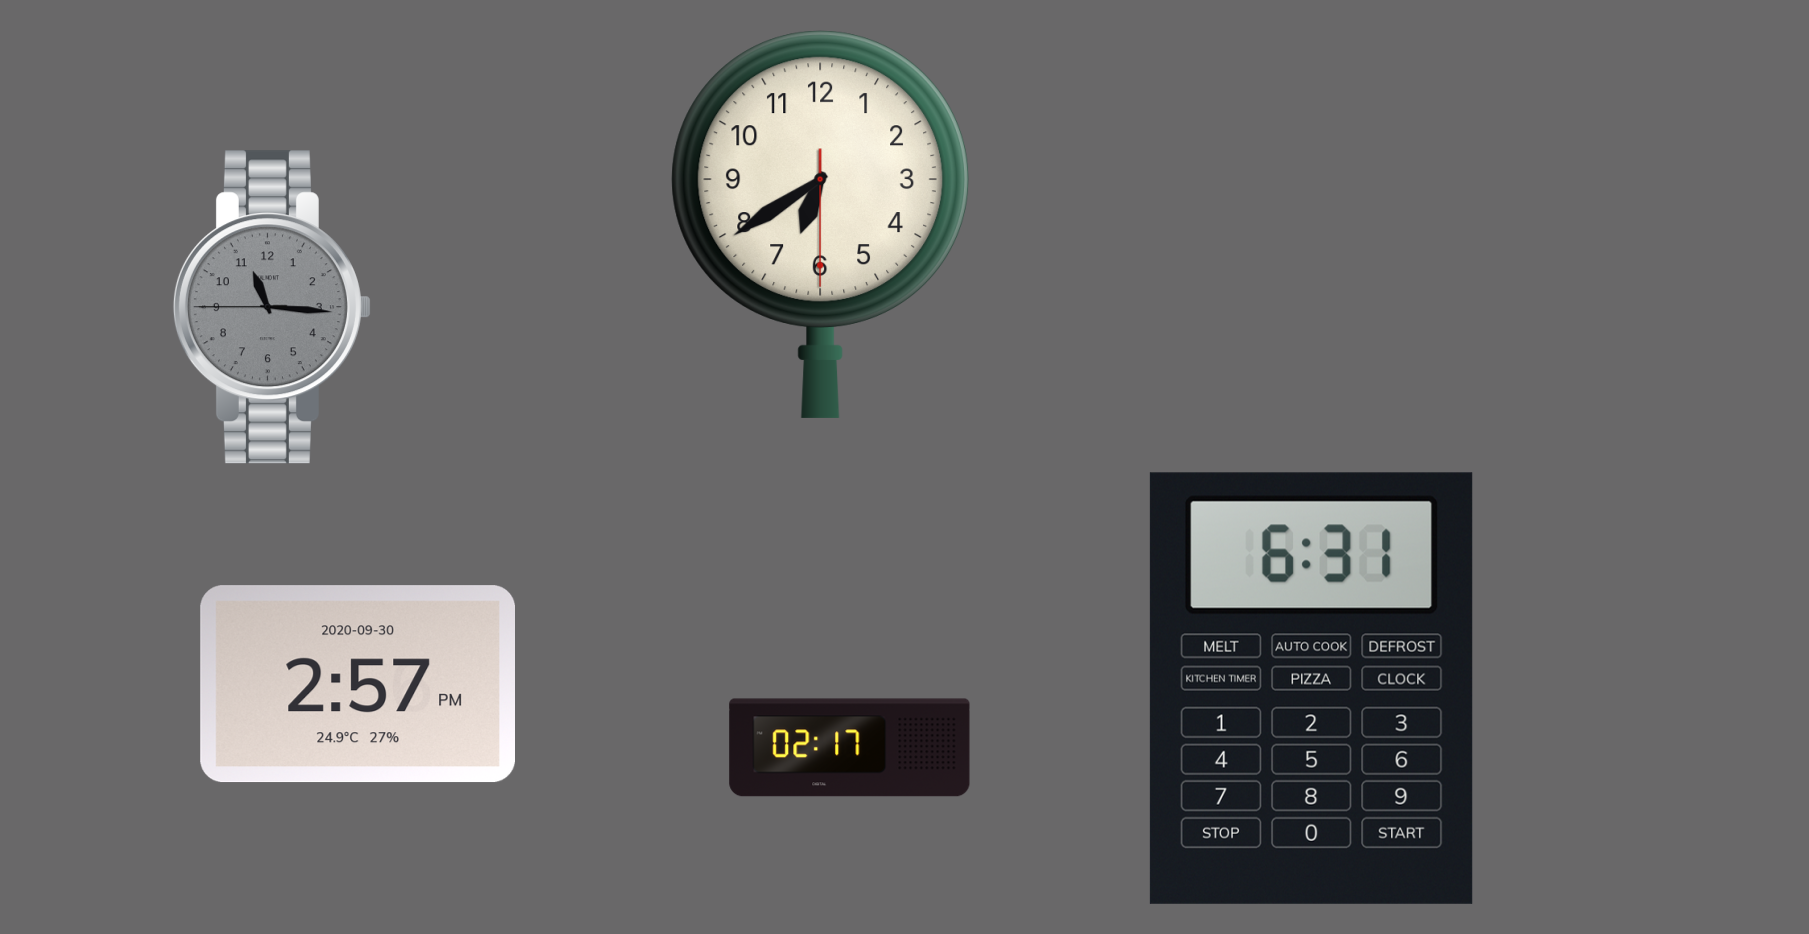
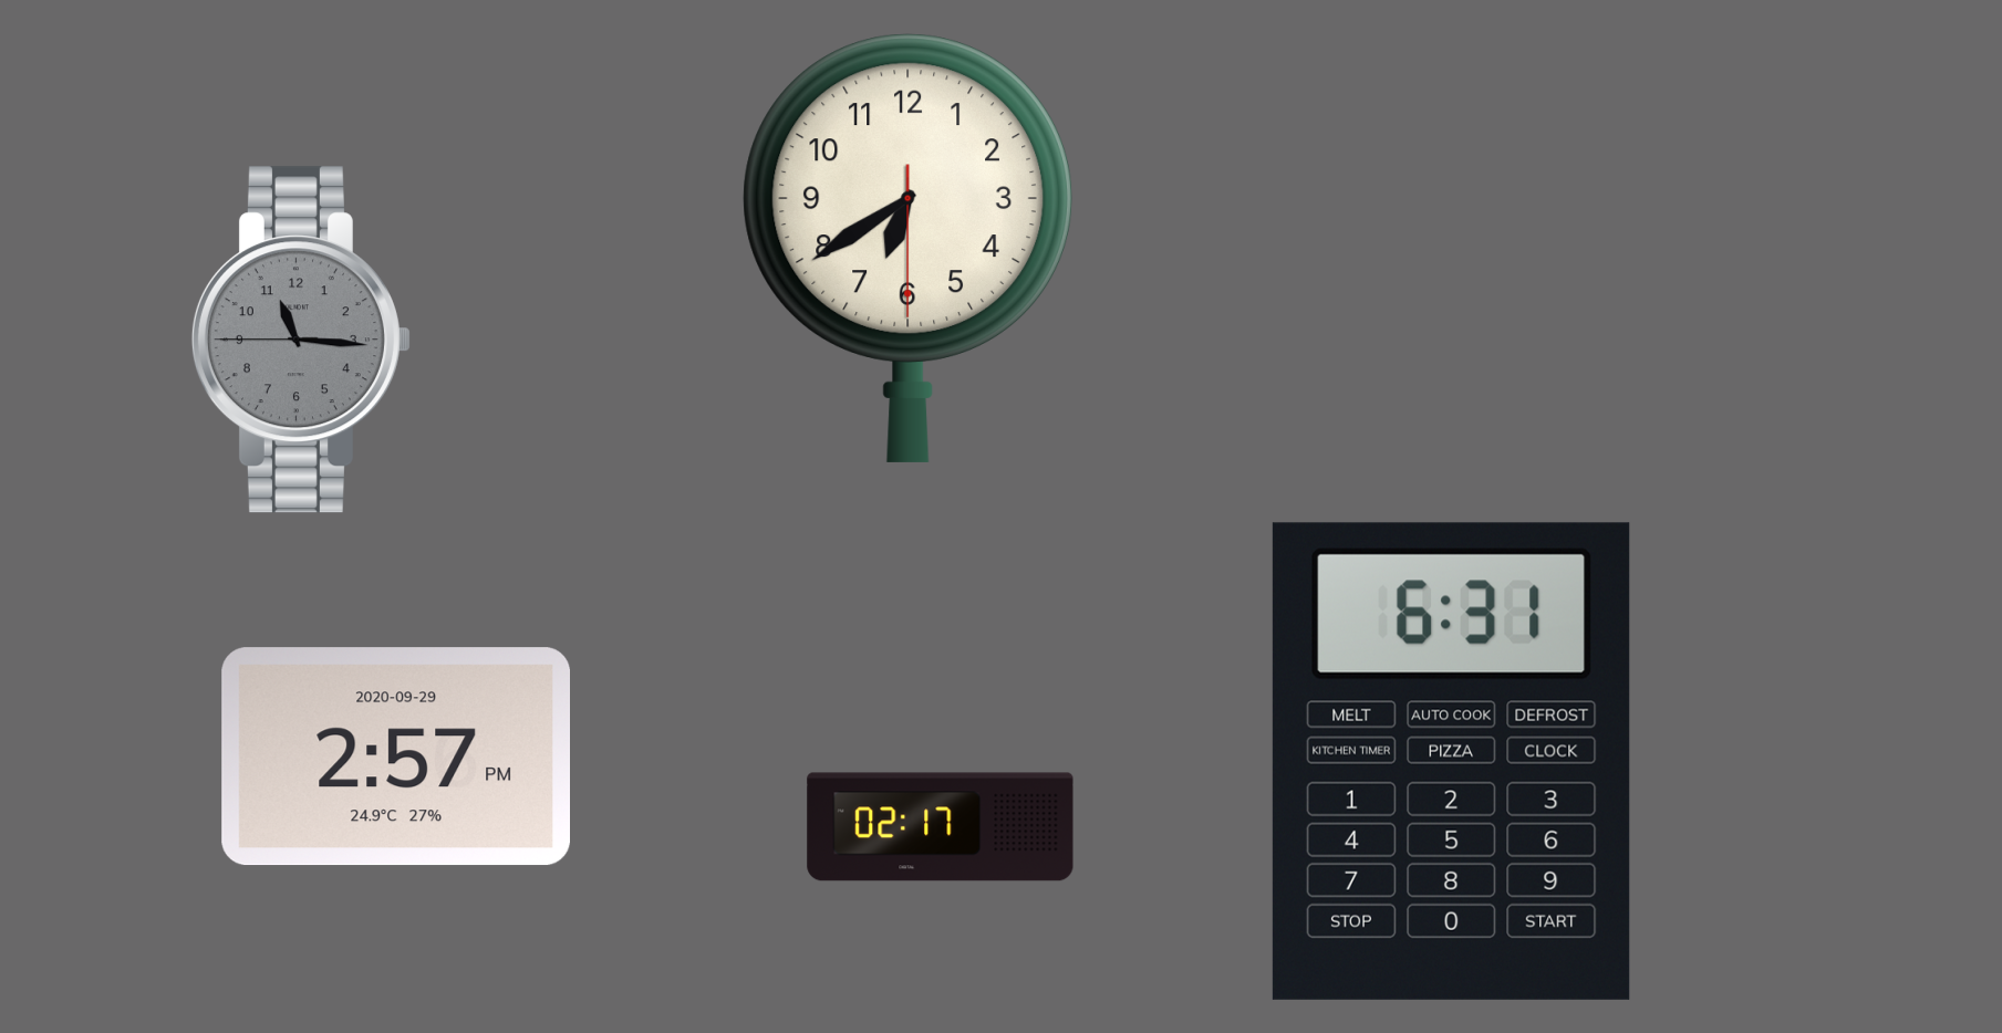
clock at (357, 684) date: 2020-09-30 -> 2020-09-29
